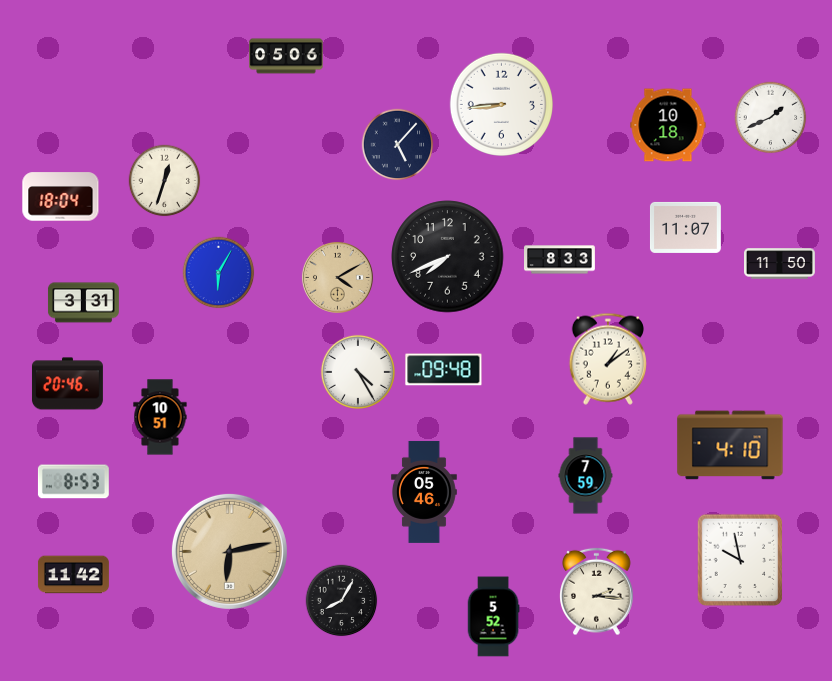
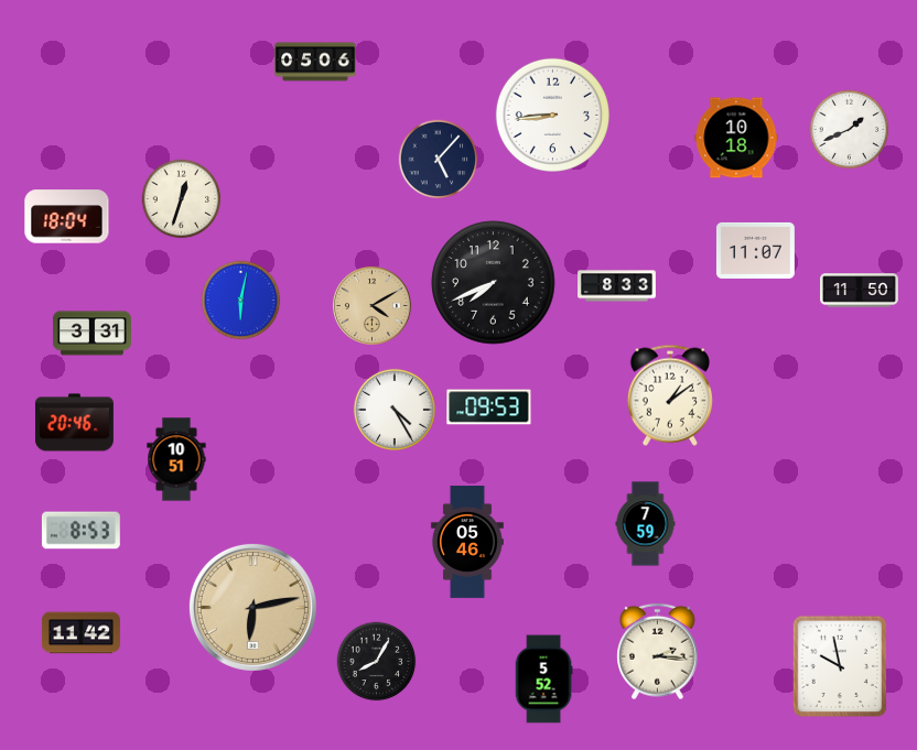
clock at (219, 273): 6:05 -> 6:02
clock at (444, 370): 09:48 -> 09:53
clock at (730, 445): 4:10 -> none
clock at (740, 560) position: (740, 560) -> (840, 666)
